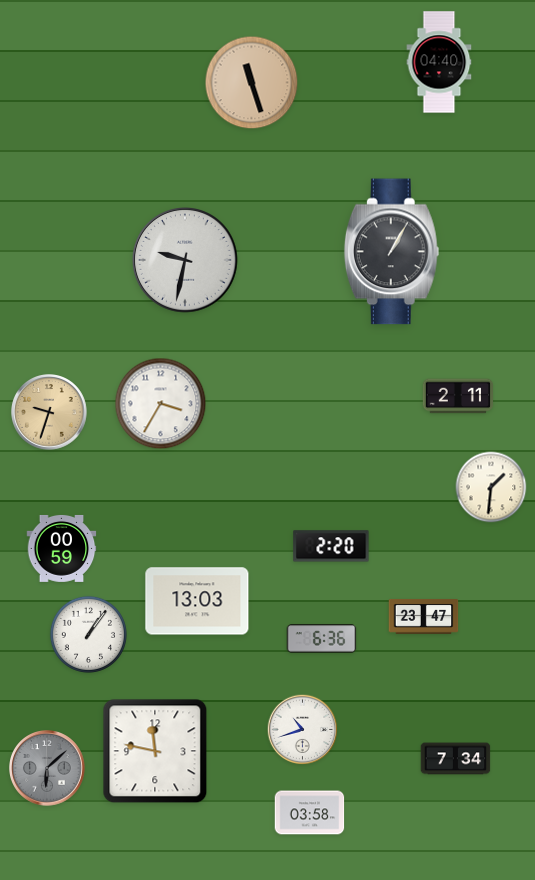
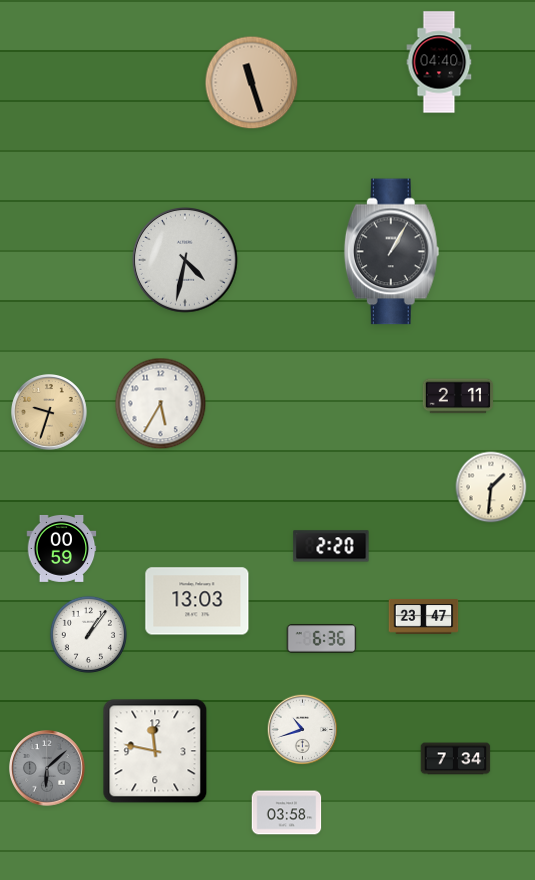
clock at (186, 261): 9:32 -> 4:32
clock at (161, 404): 3:35 -> 5:35
clock at (310, 813) position: (310, 813) -> (287, 813)
